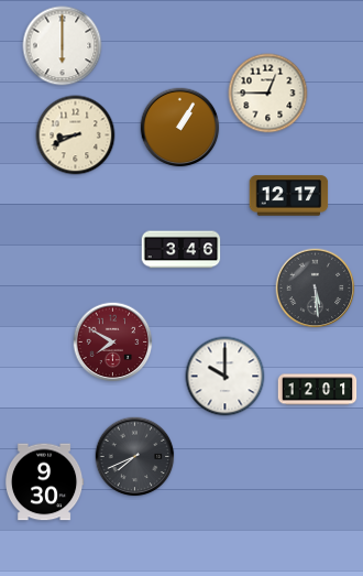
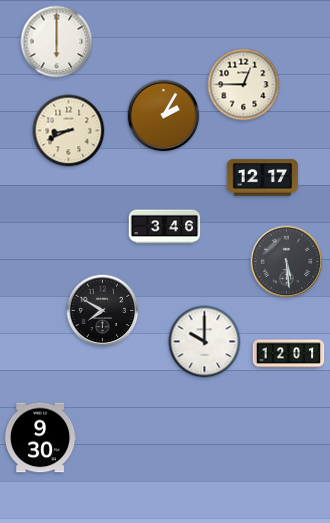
clock at (180, 128): 1:05 -> 2:05
clock at (76, 135) position: (76, 135) -> (69, 131)
clock at (113, 343) dial: burgundy -> black
clock at (135, 457): 7:41 -> none
